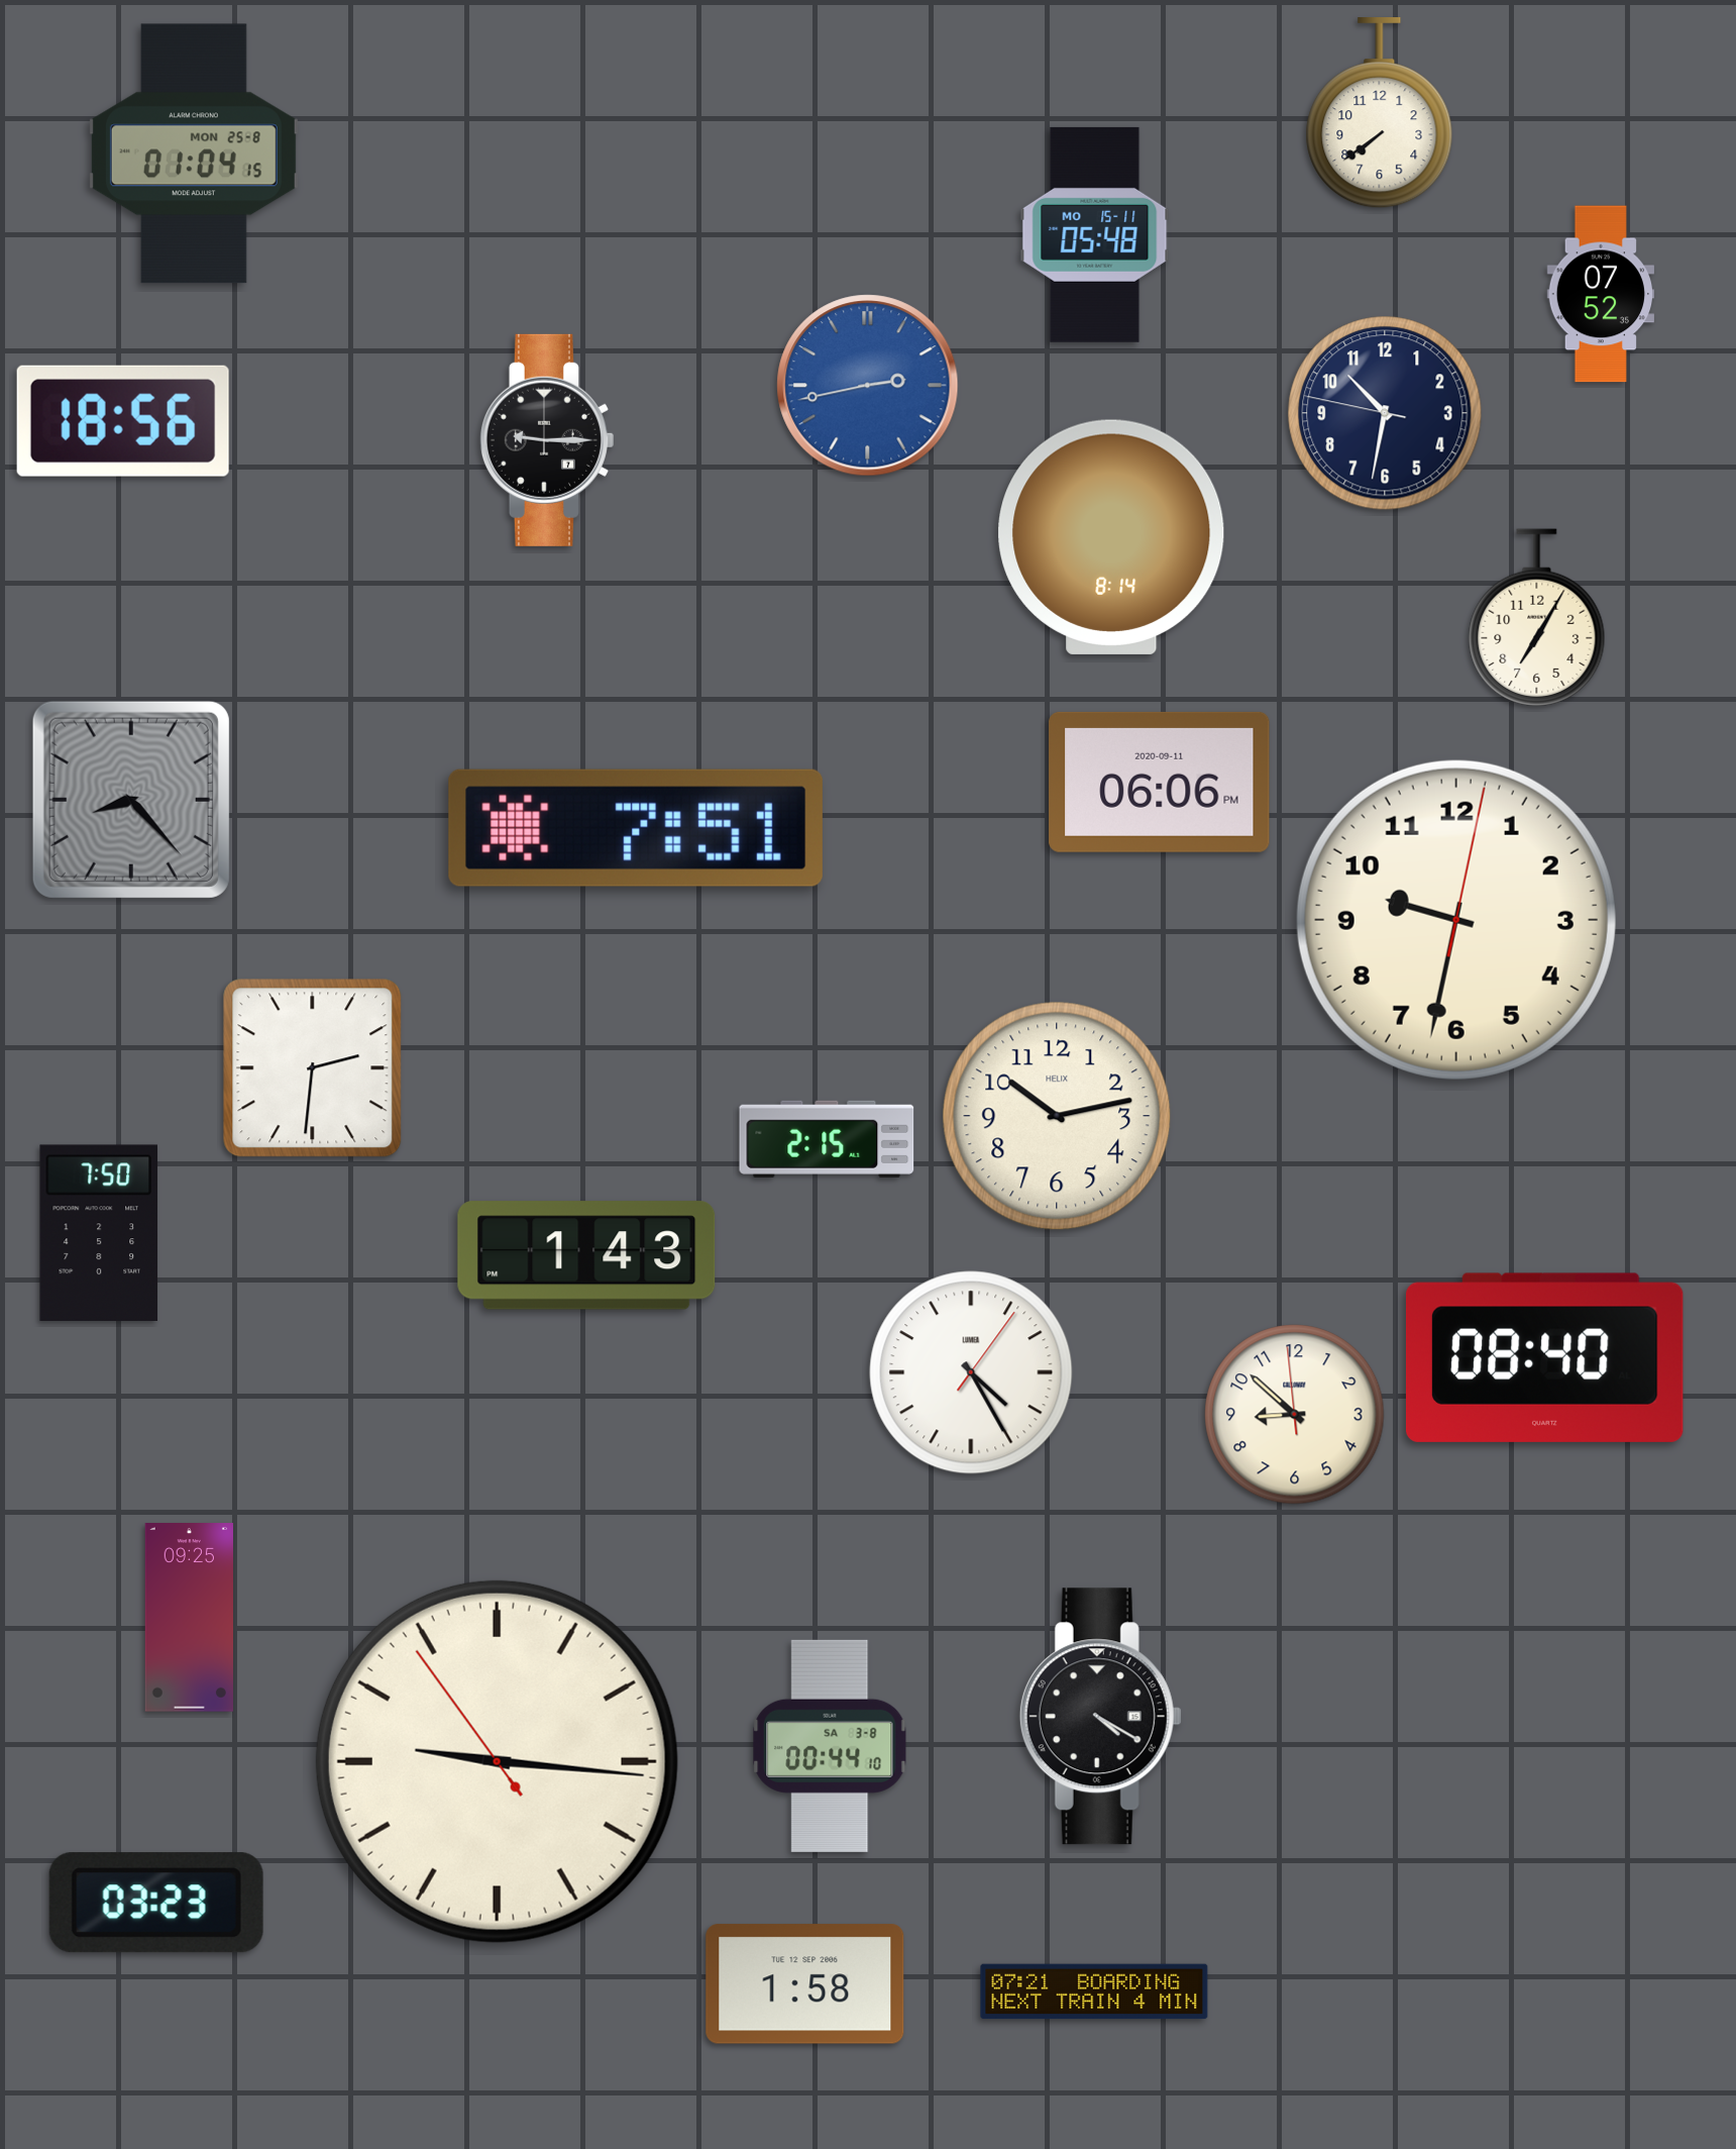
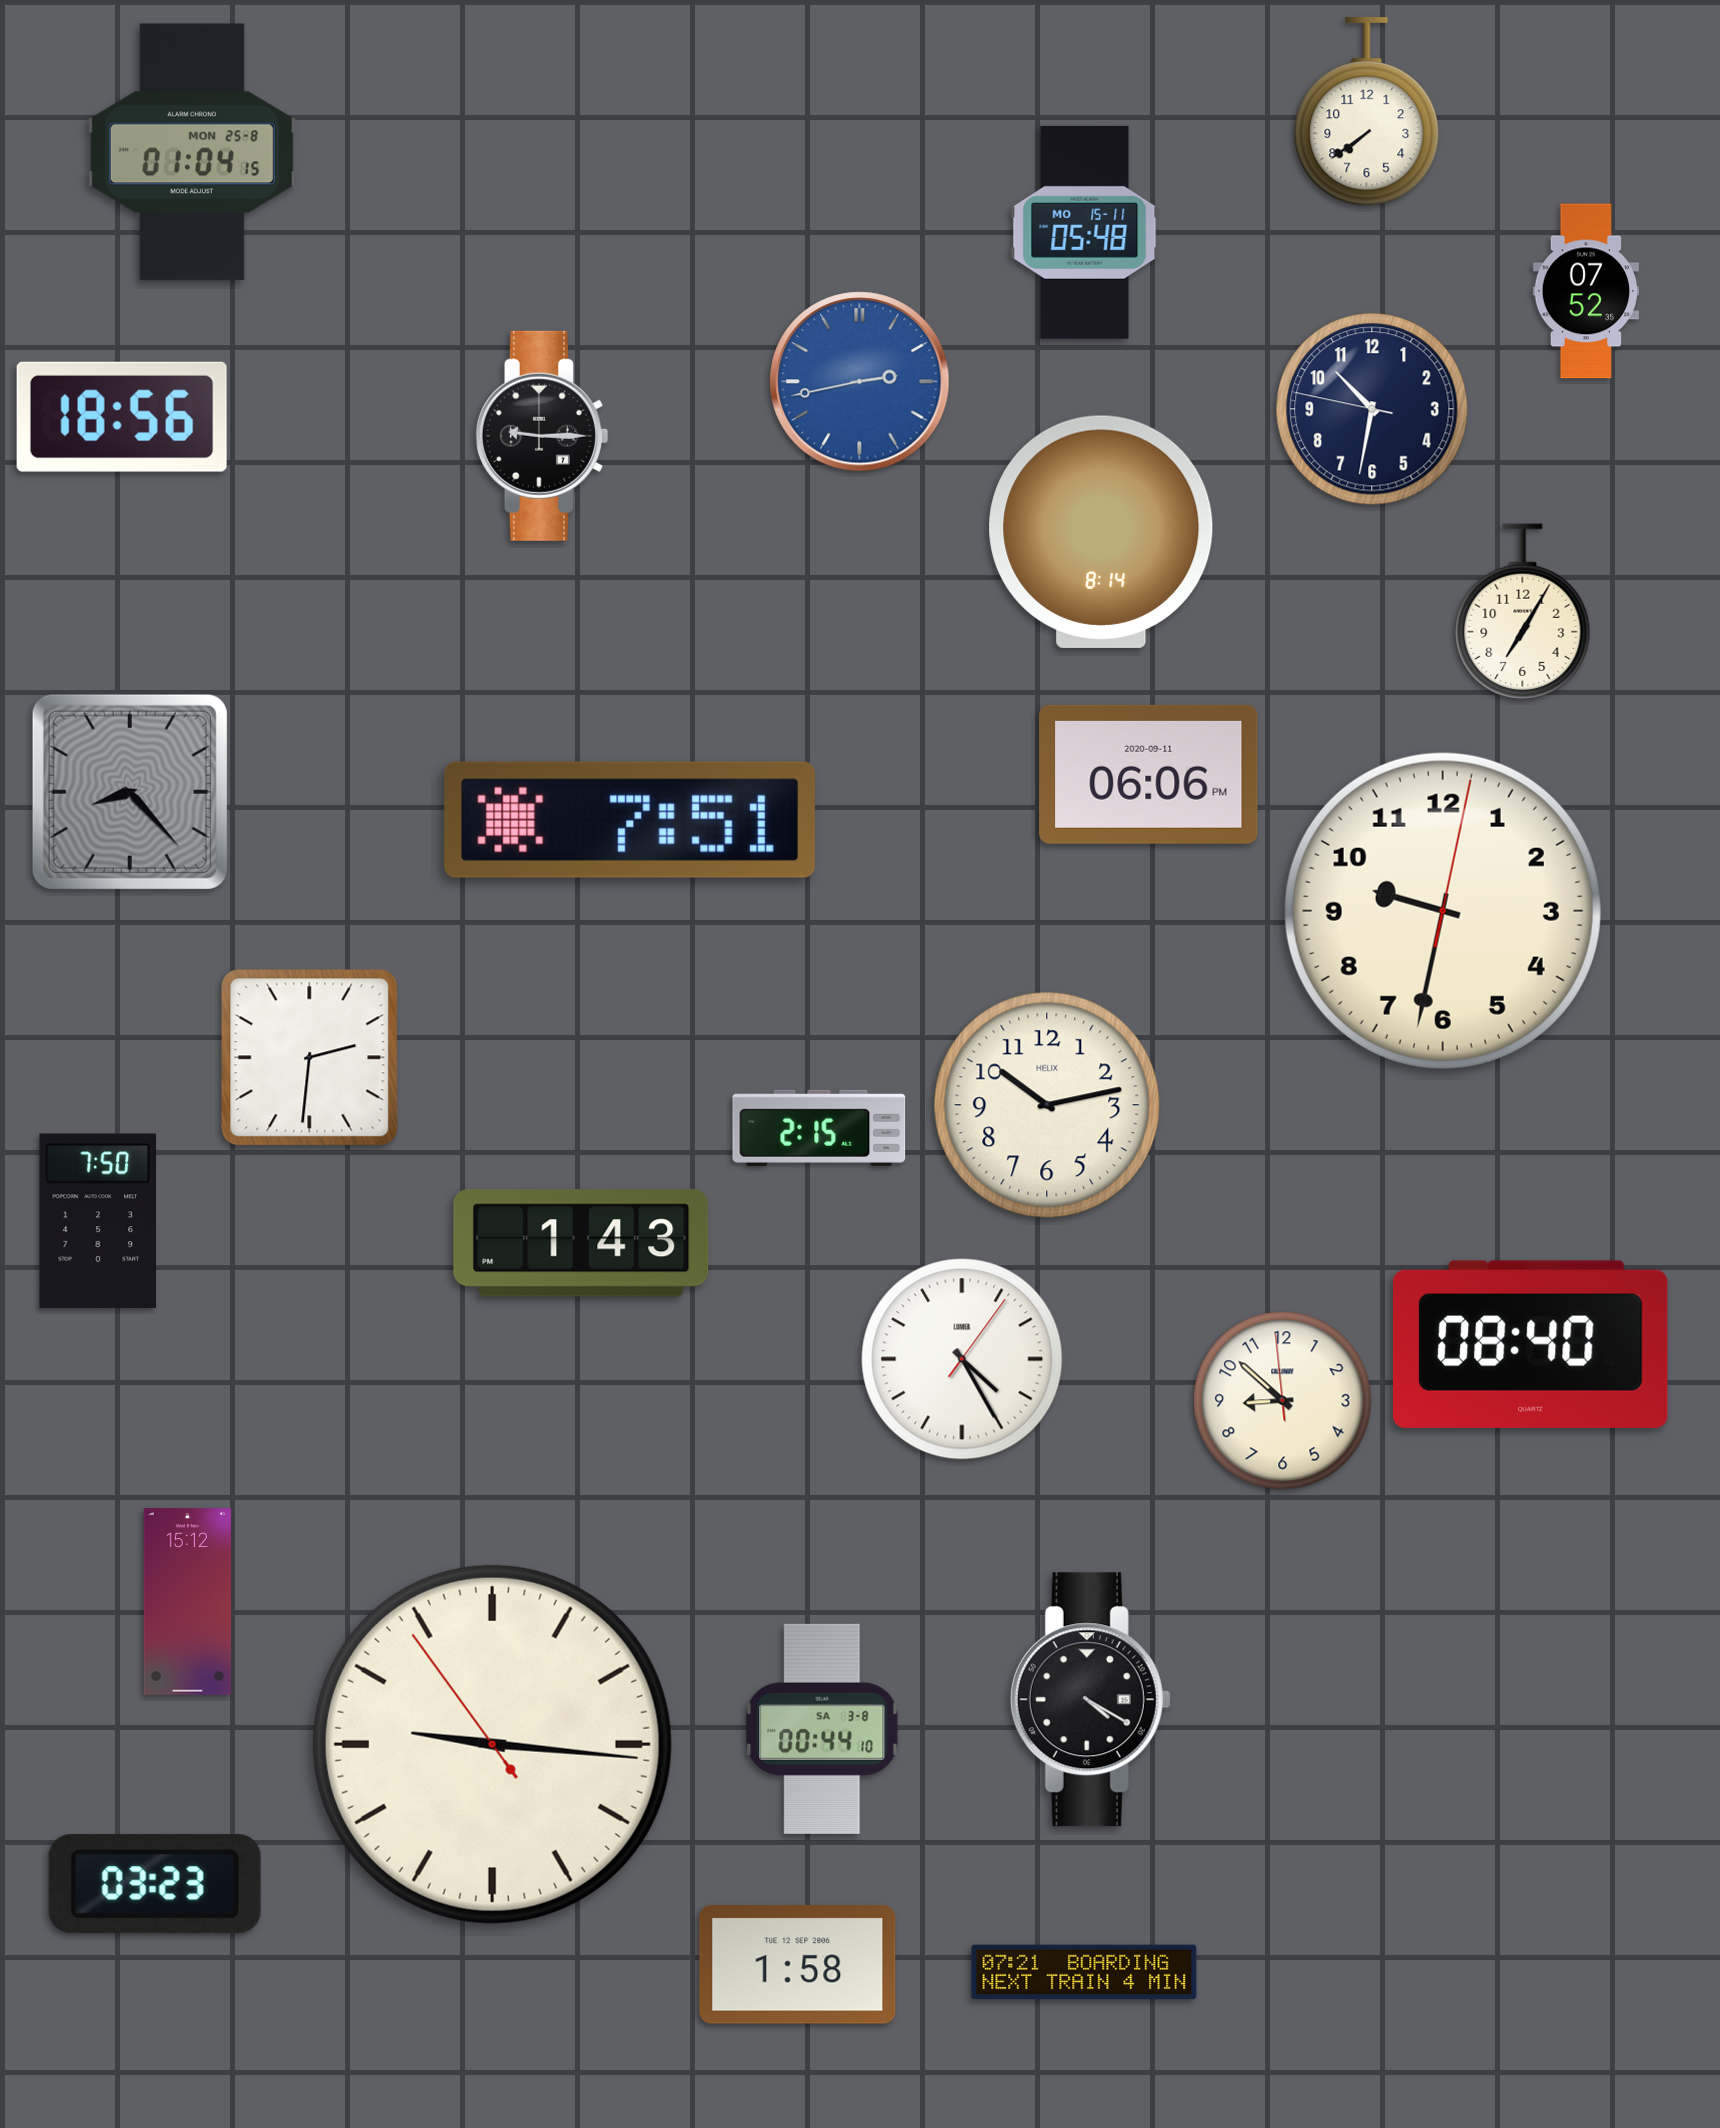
clock at (189, 1618): 09:25 -> 15:12
